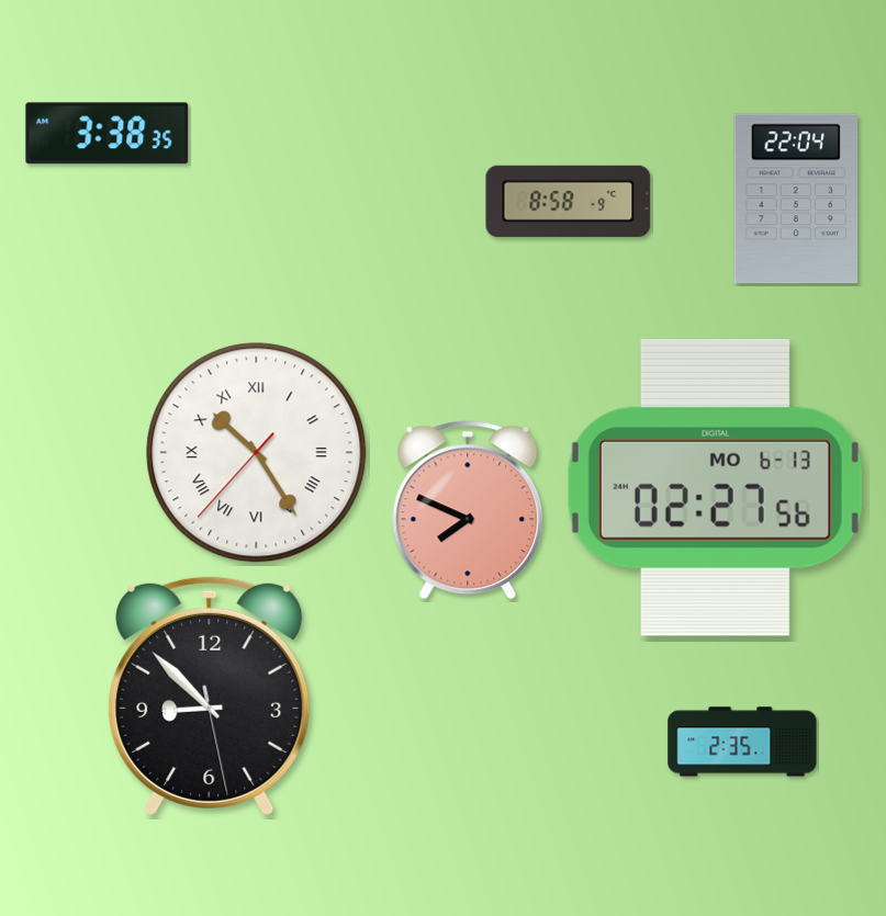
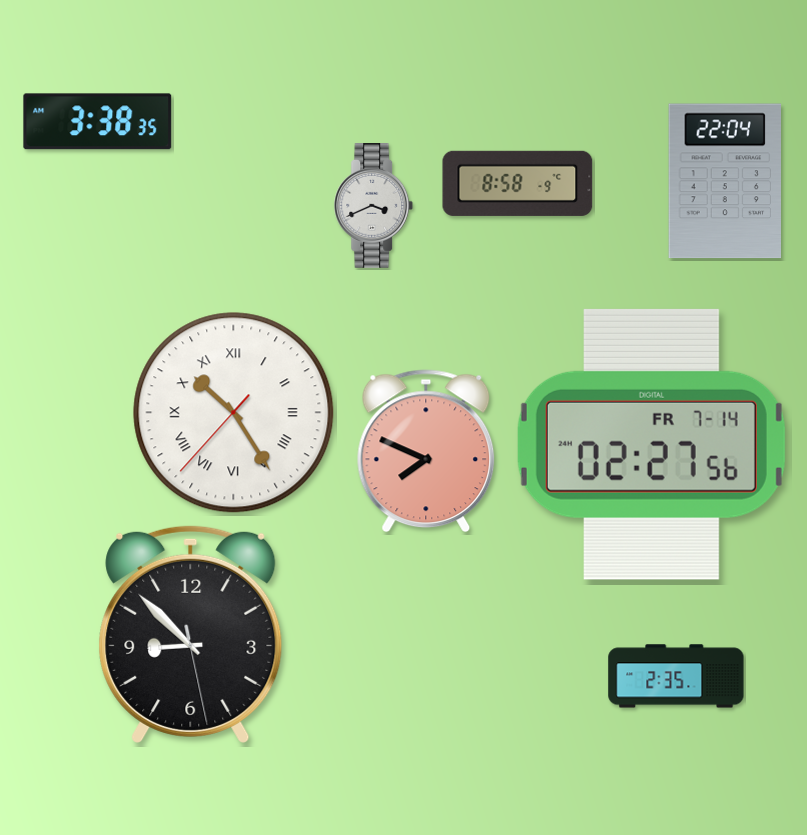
clock at (374, 206): none -> 3:41
clock at (715, 487) date: MO 6-13 -> FR 7-14
clock at (468, 510) position: (468, 510) -> (426, 451)
